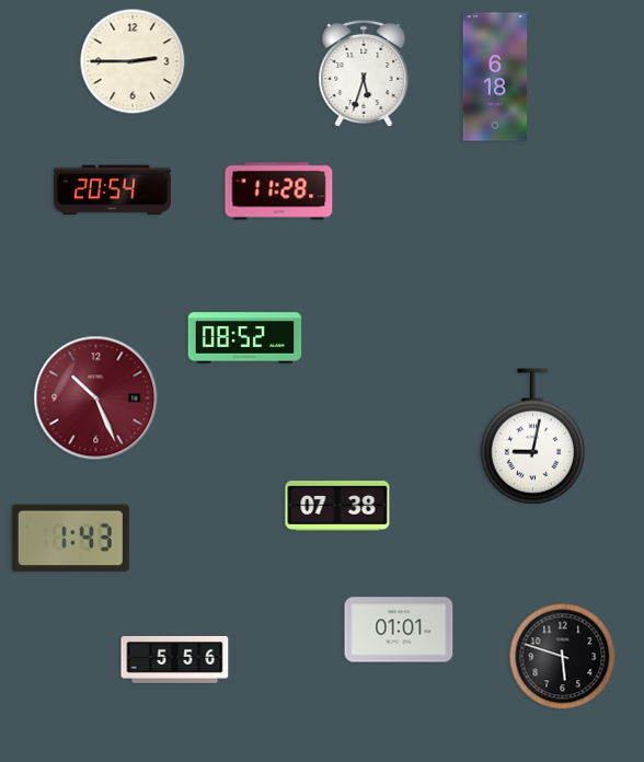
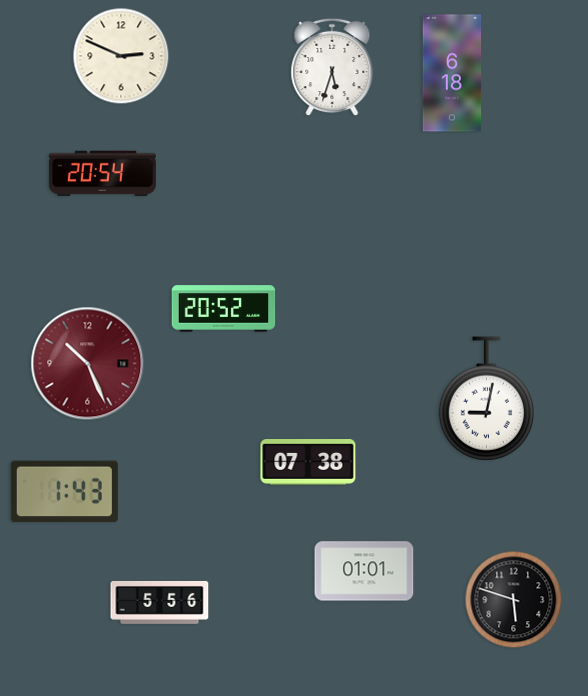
clock at (133, 61): 2:45 -> 2:49
clock at (495, 77) position: (495, 77) -> (452, 73)
clock at (279, 192): 11:28 -> none
clock at (245, 338): 08:52 -> 20:52
clock at (399, 630) position: (399, 630) -> (364, 571)
